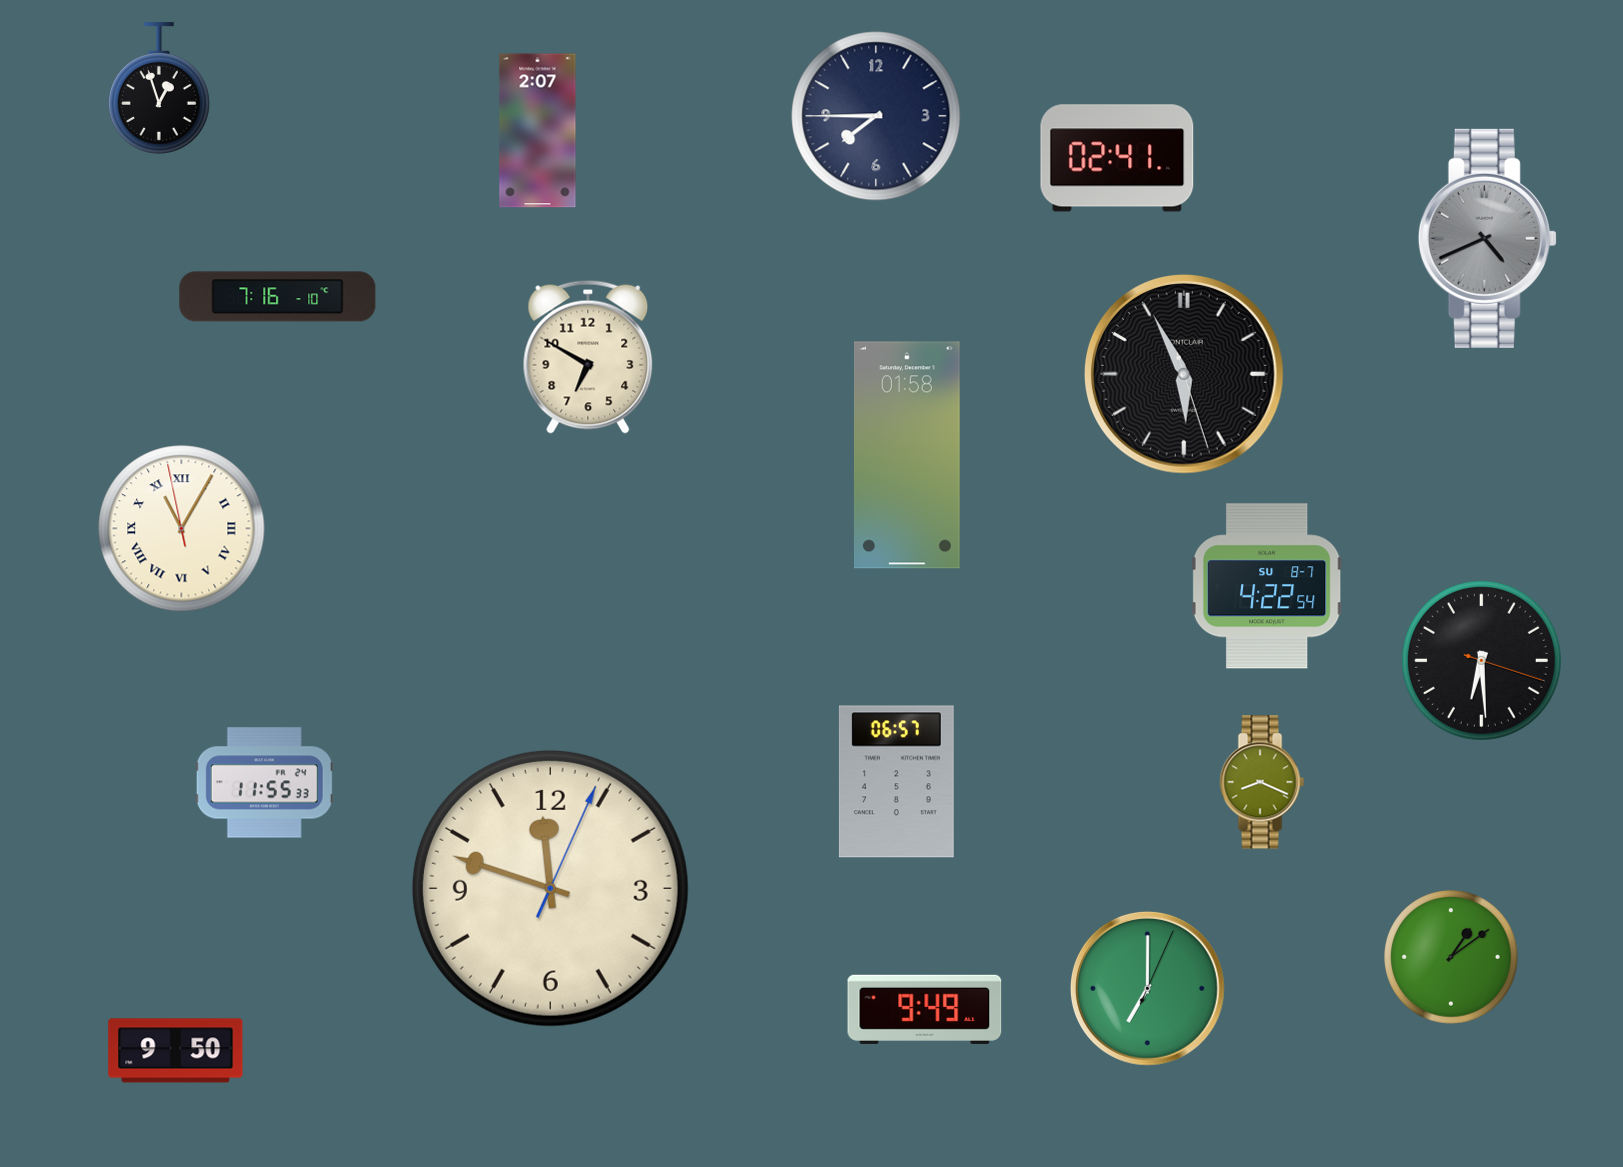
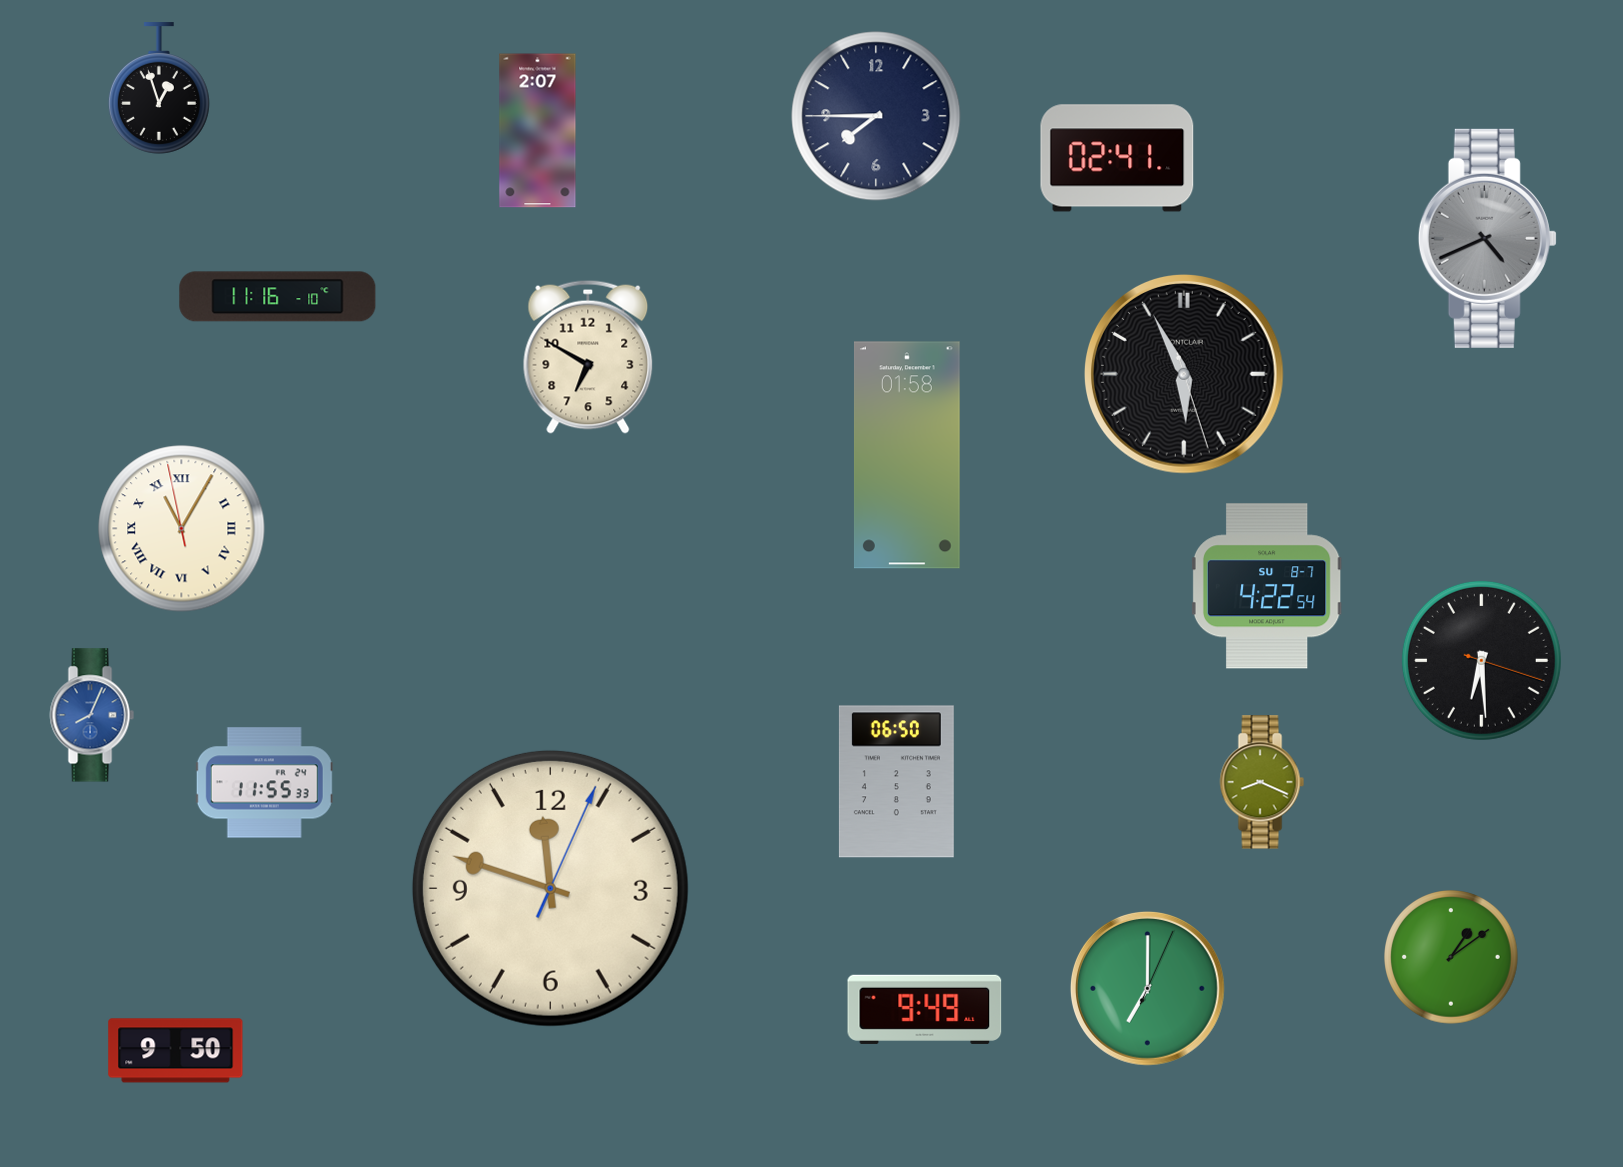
clock at (278, 297): 7:16 -> 11:16
clock at (92, 715): none -> 8:04
clock at (896, 782): 06:57 -> 06:50
